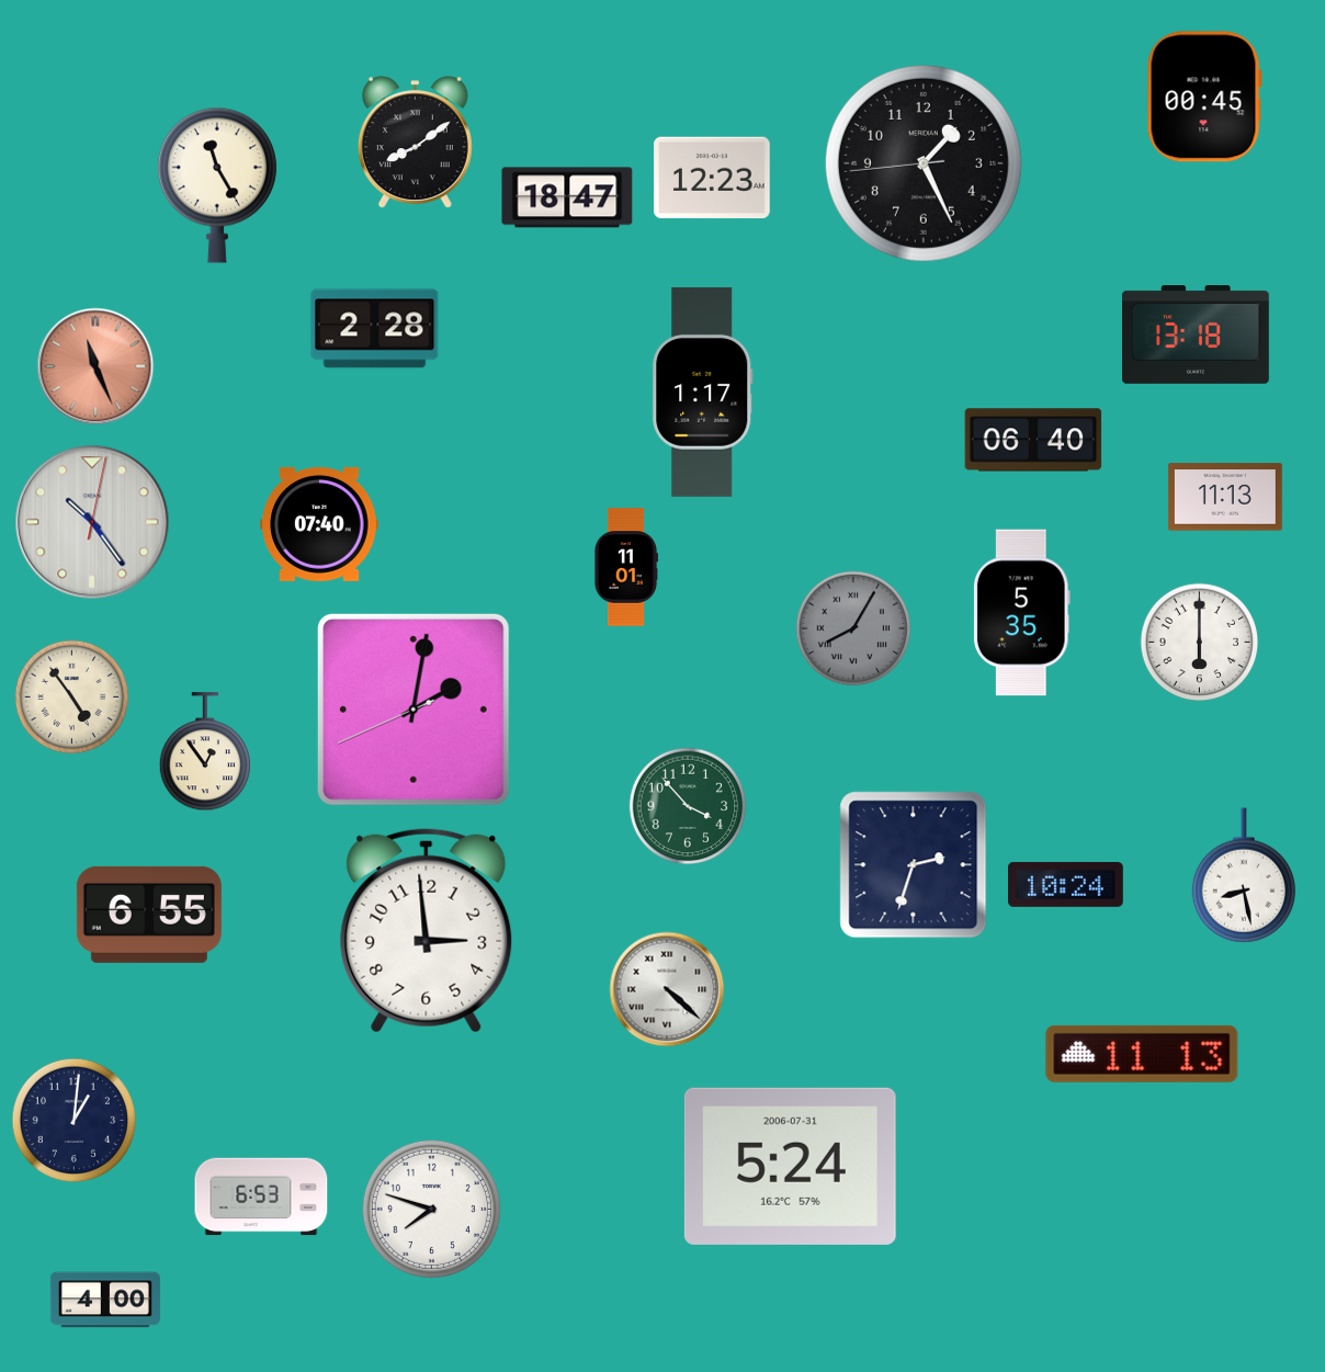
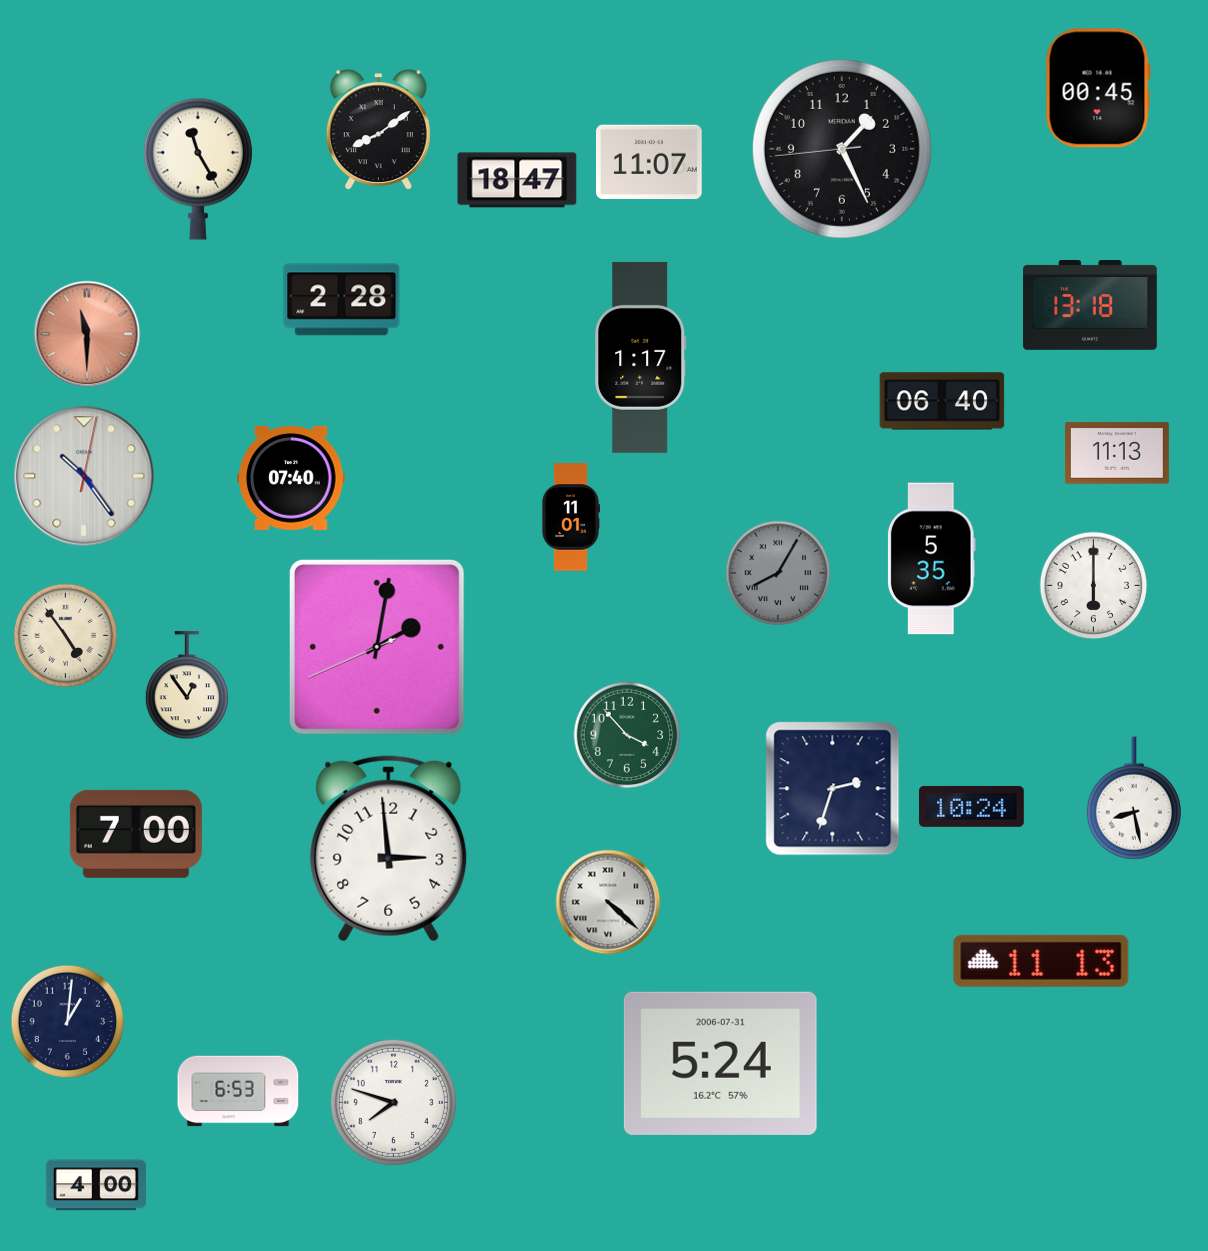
clock at (713, 178): 12:23 -> 11:07
clock at (95, 366): 11:26 -> 11:30
clock at (149, 915): 6:55 -> 7:00
